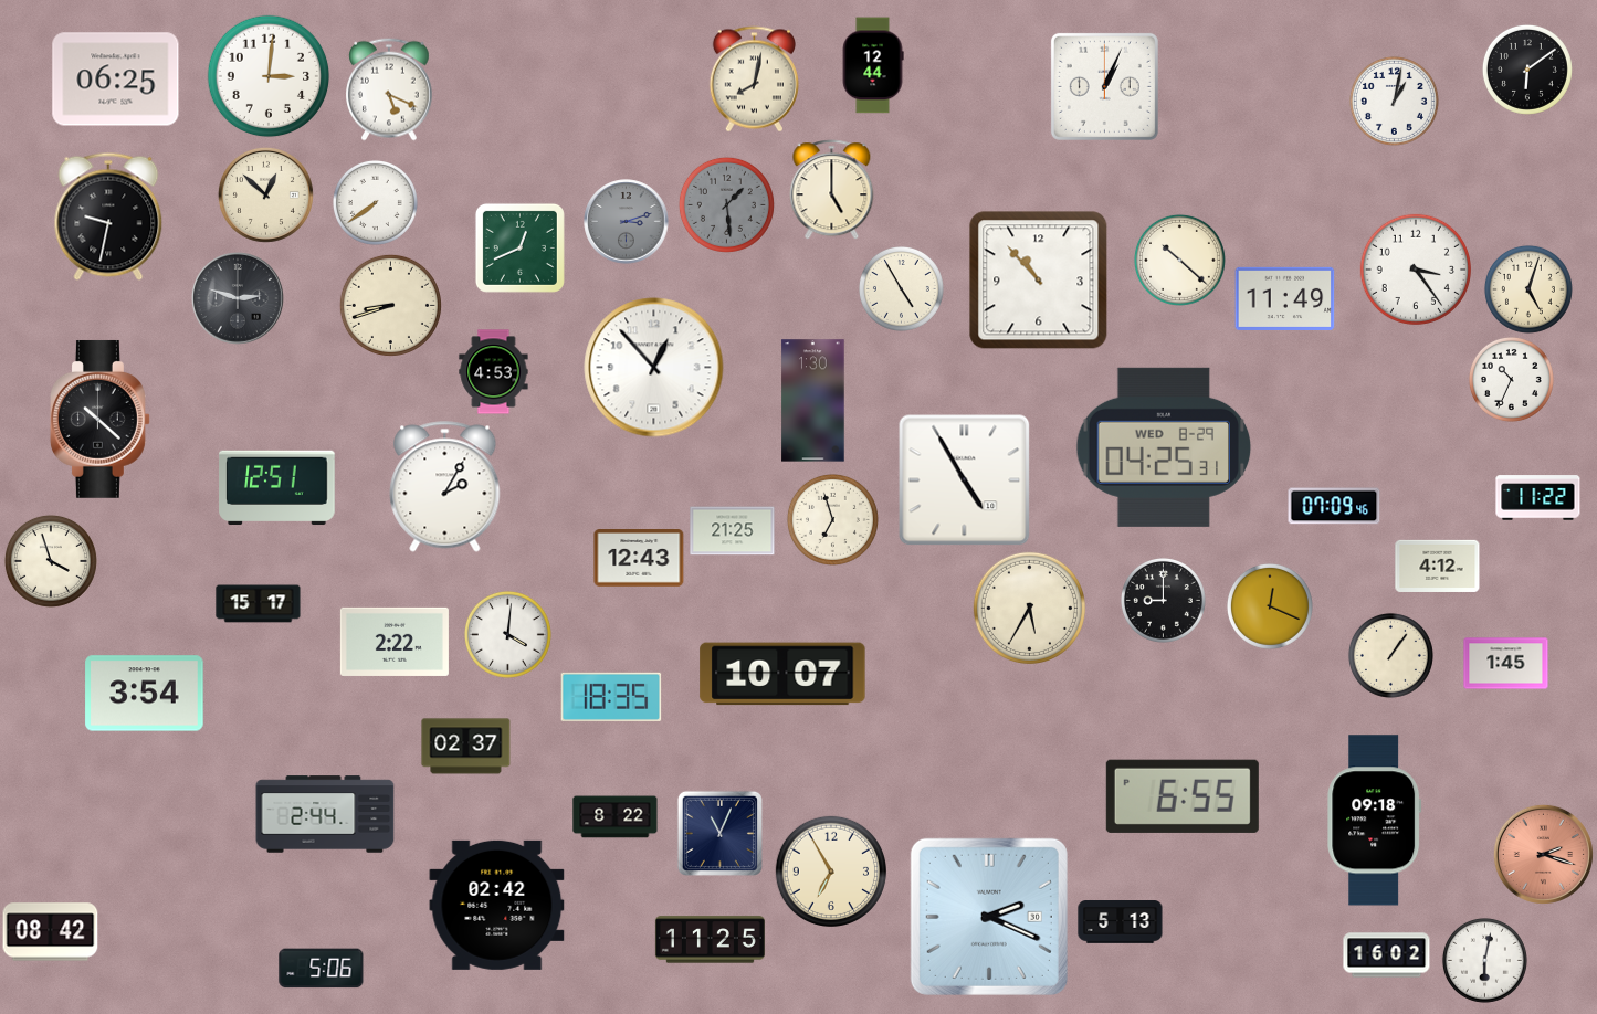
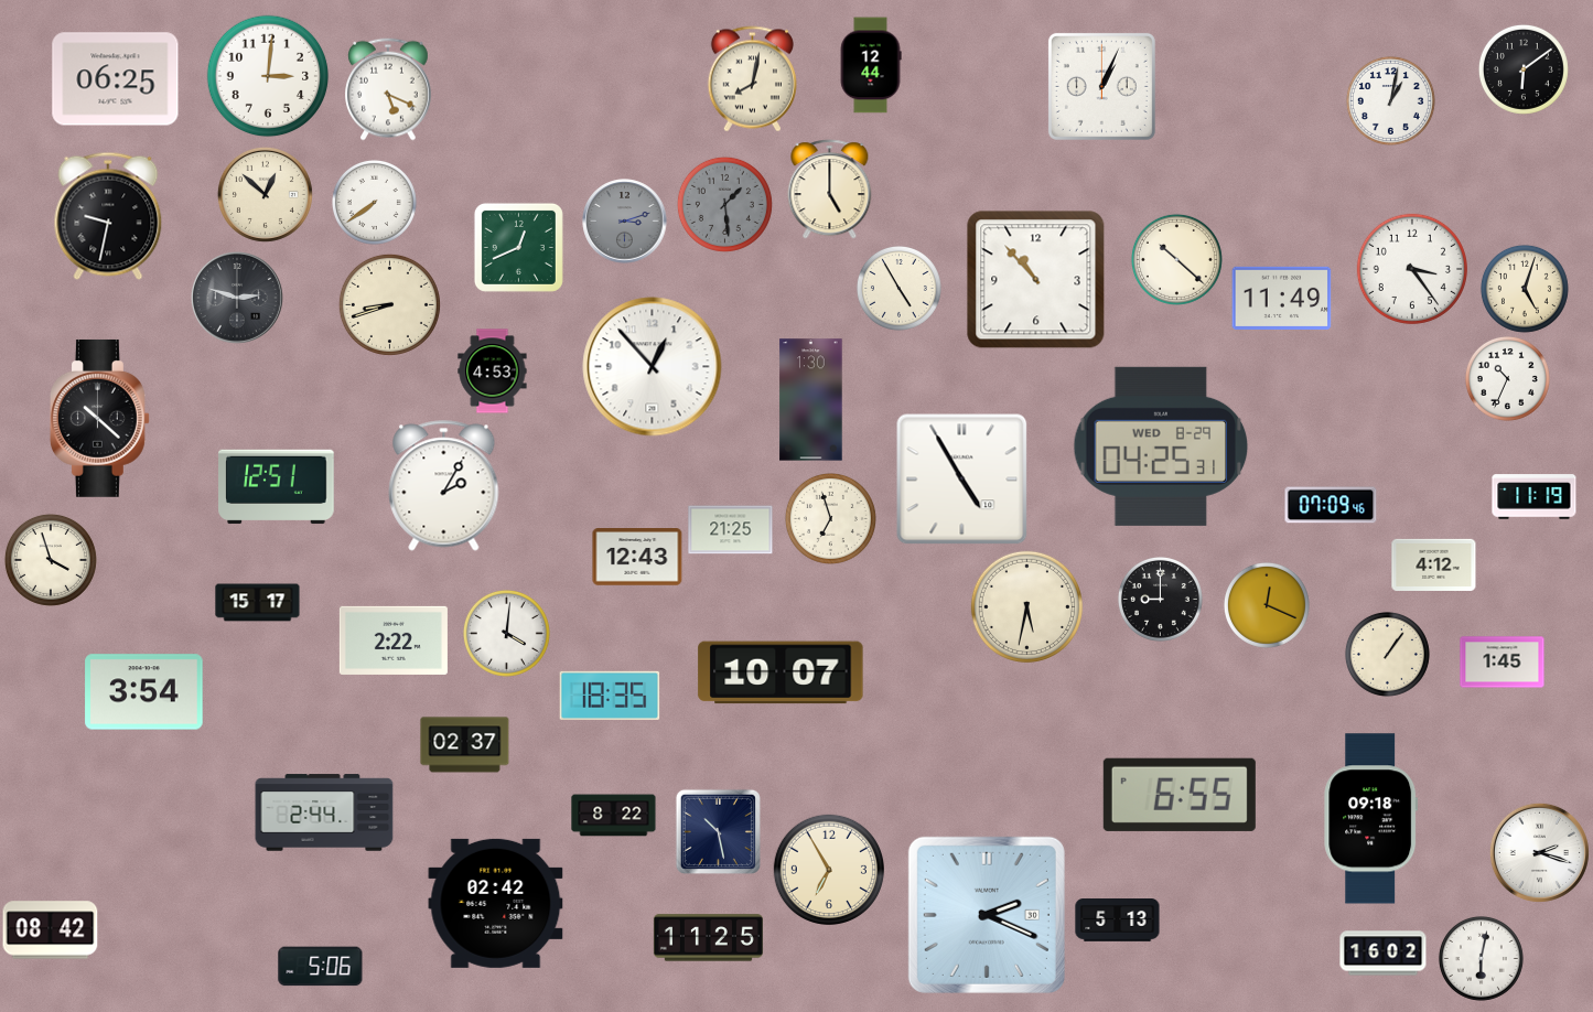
clock at (1538, 498): 11:22 -> 11:19
clock at (1029, 608): 5:35 -> 5:32
clock at (719, 833): 11:04 -> 10:28
clock at (1543, 854) dial: salmon -> white
